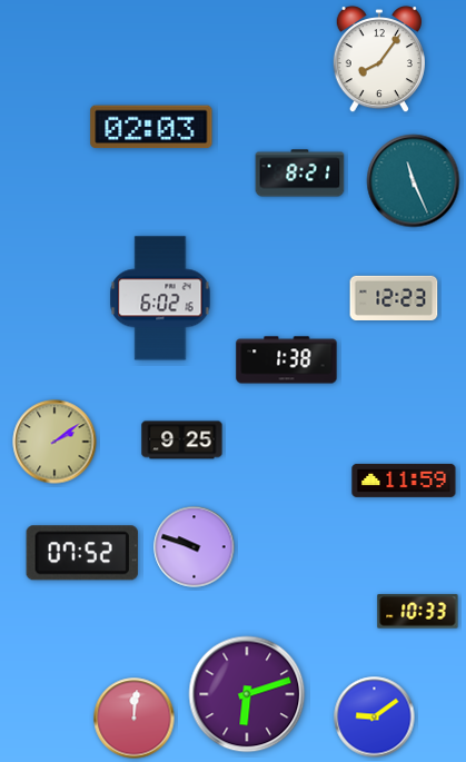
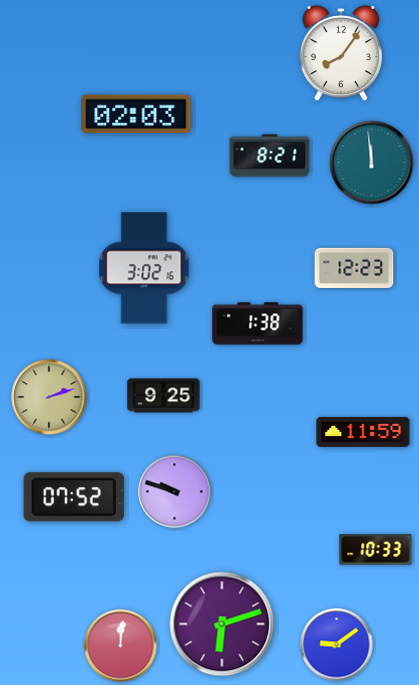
clock at (414, 181): 11:26 -> 11:59
clock at (160, 298): 6:02 -> 3:02
clock at (54, 442): 2:09 -> 2:12
